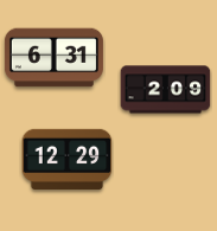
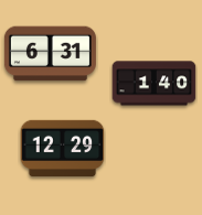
clock at (166, 90): 2:09 -> 1:40
